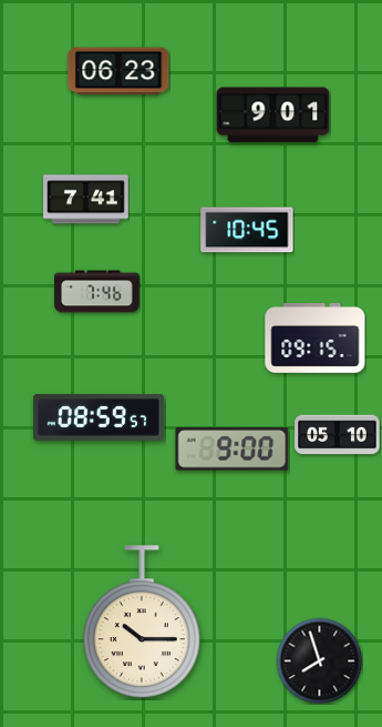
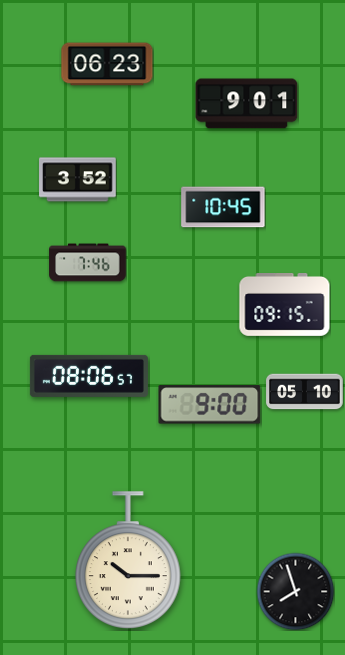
clock at (86, 200): 7:41 -> 3:52
clock at (99, 417): 08:59 -> 08:06
clock at (319, 660) position: (319, 660) -> (295, 591)
